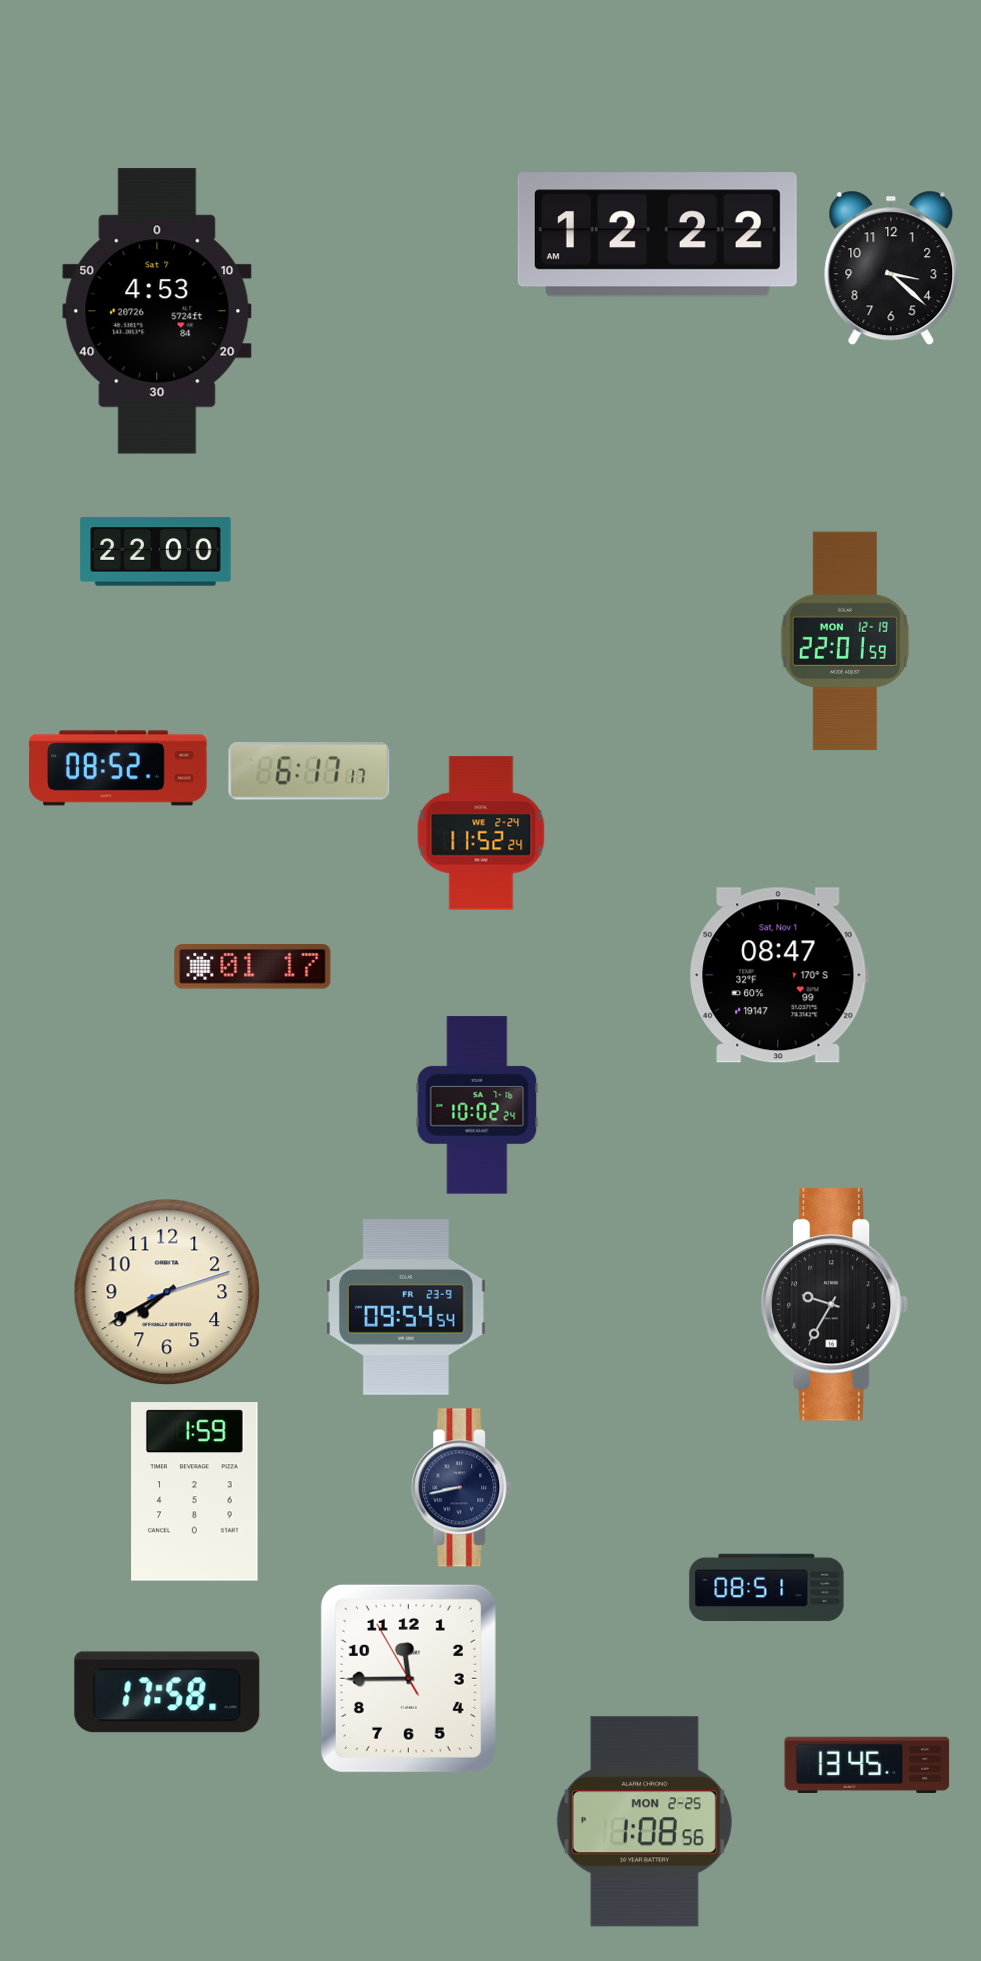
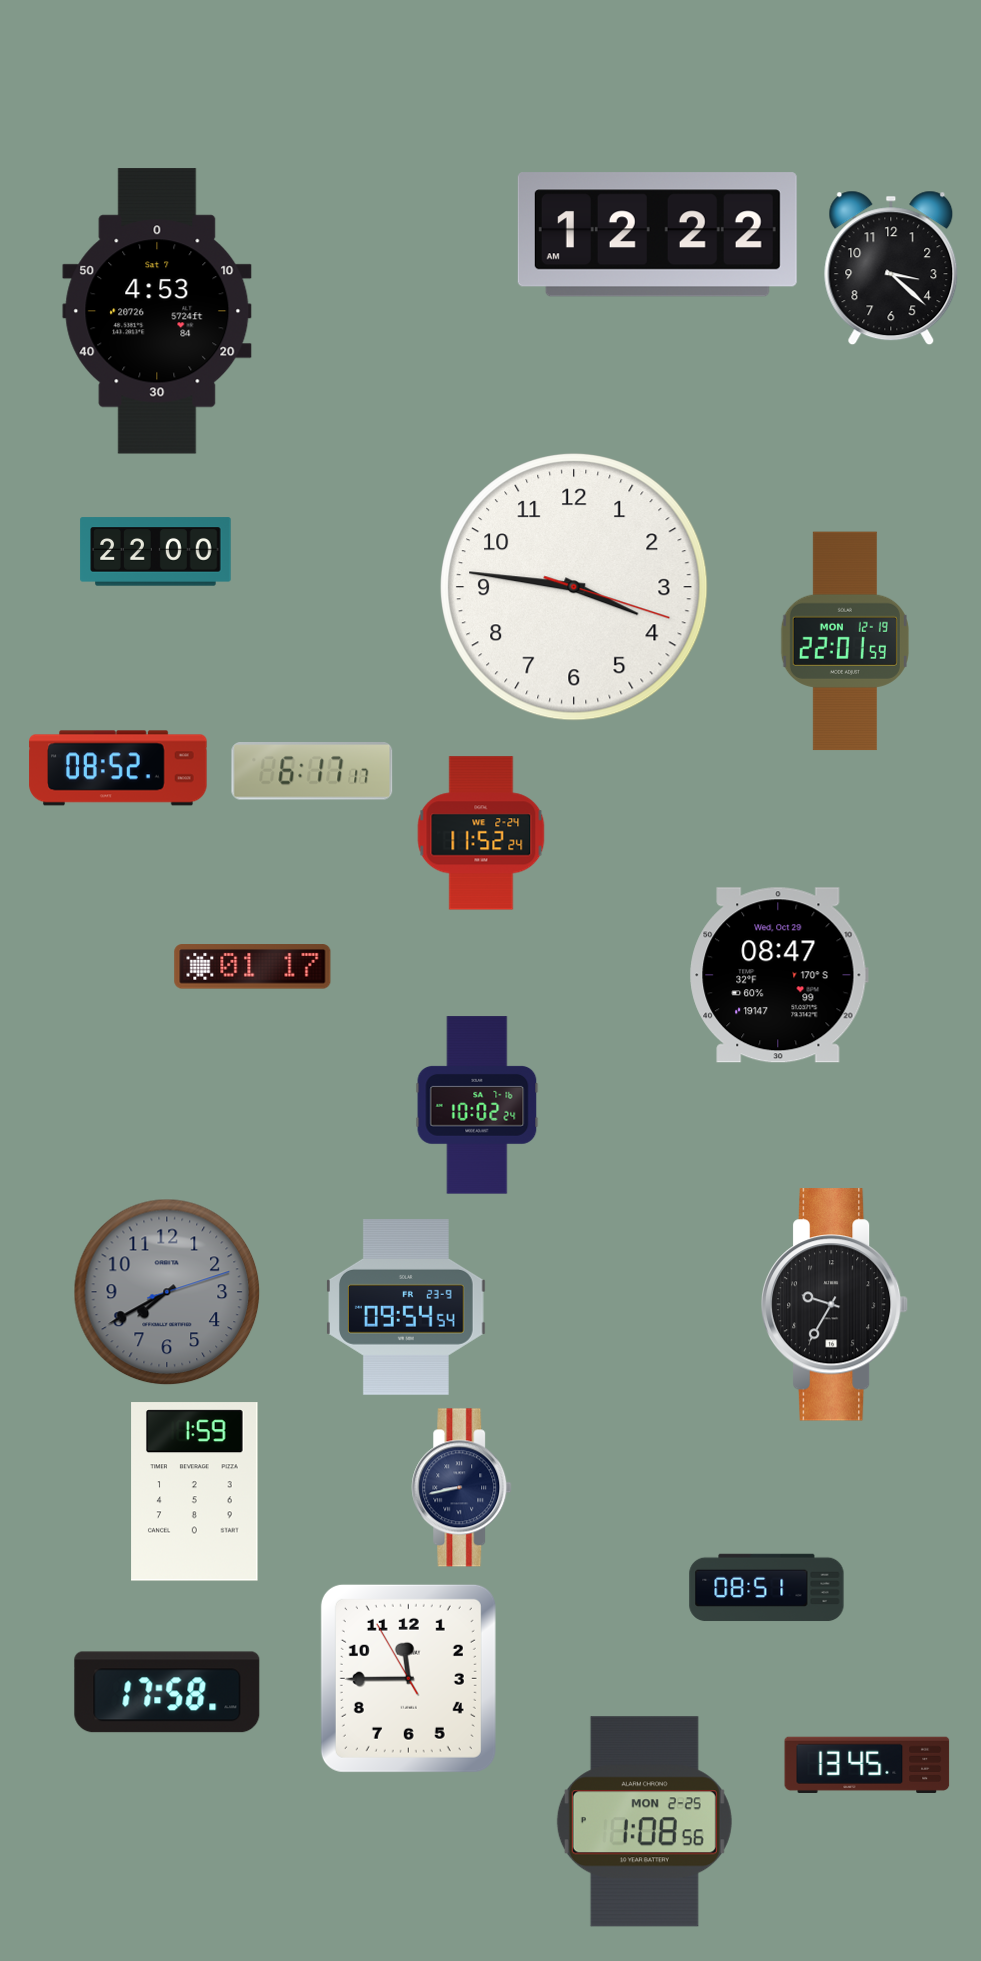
clock at (574, 587): none -> 3:46
clock at (309, 771) position: (309, 771) -> (312, 771)
clock at (779, 975) date: Sat, Nov 1 -> Wed, Oct 29
clock at (167, 1292) dial: cream -> grey
